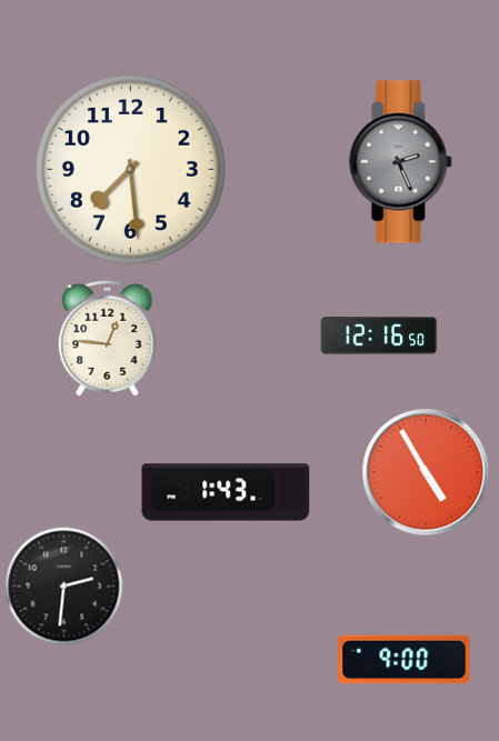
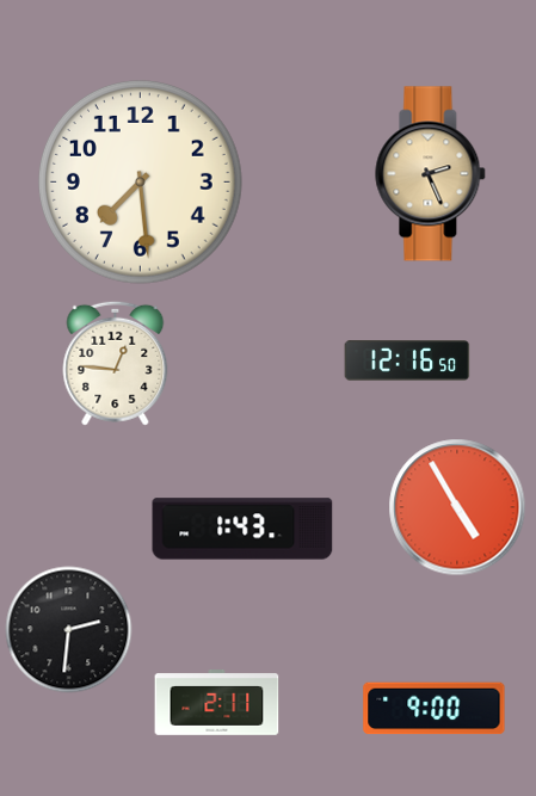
clock at (401, 162) dial: grey -> champagne
clock at (217, 703): none -> 2:11
